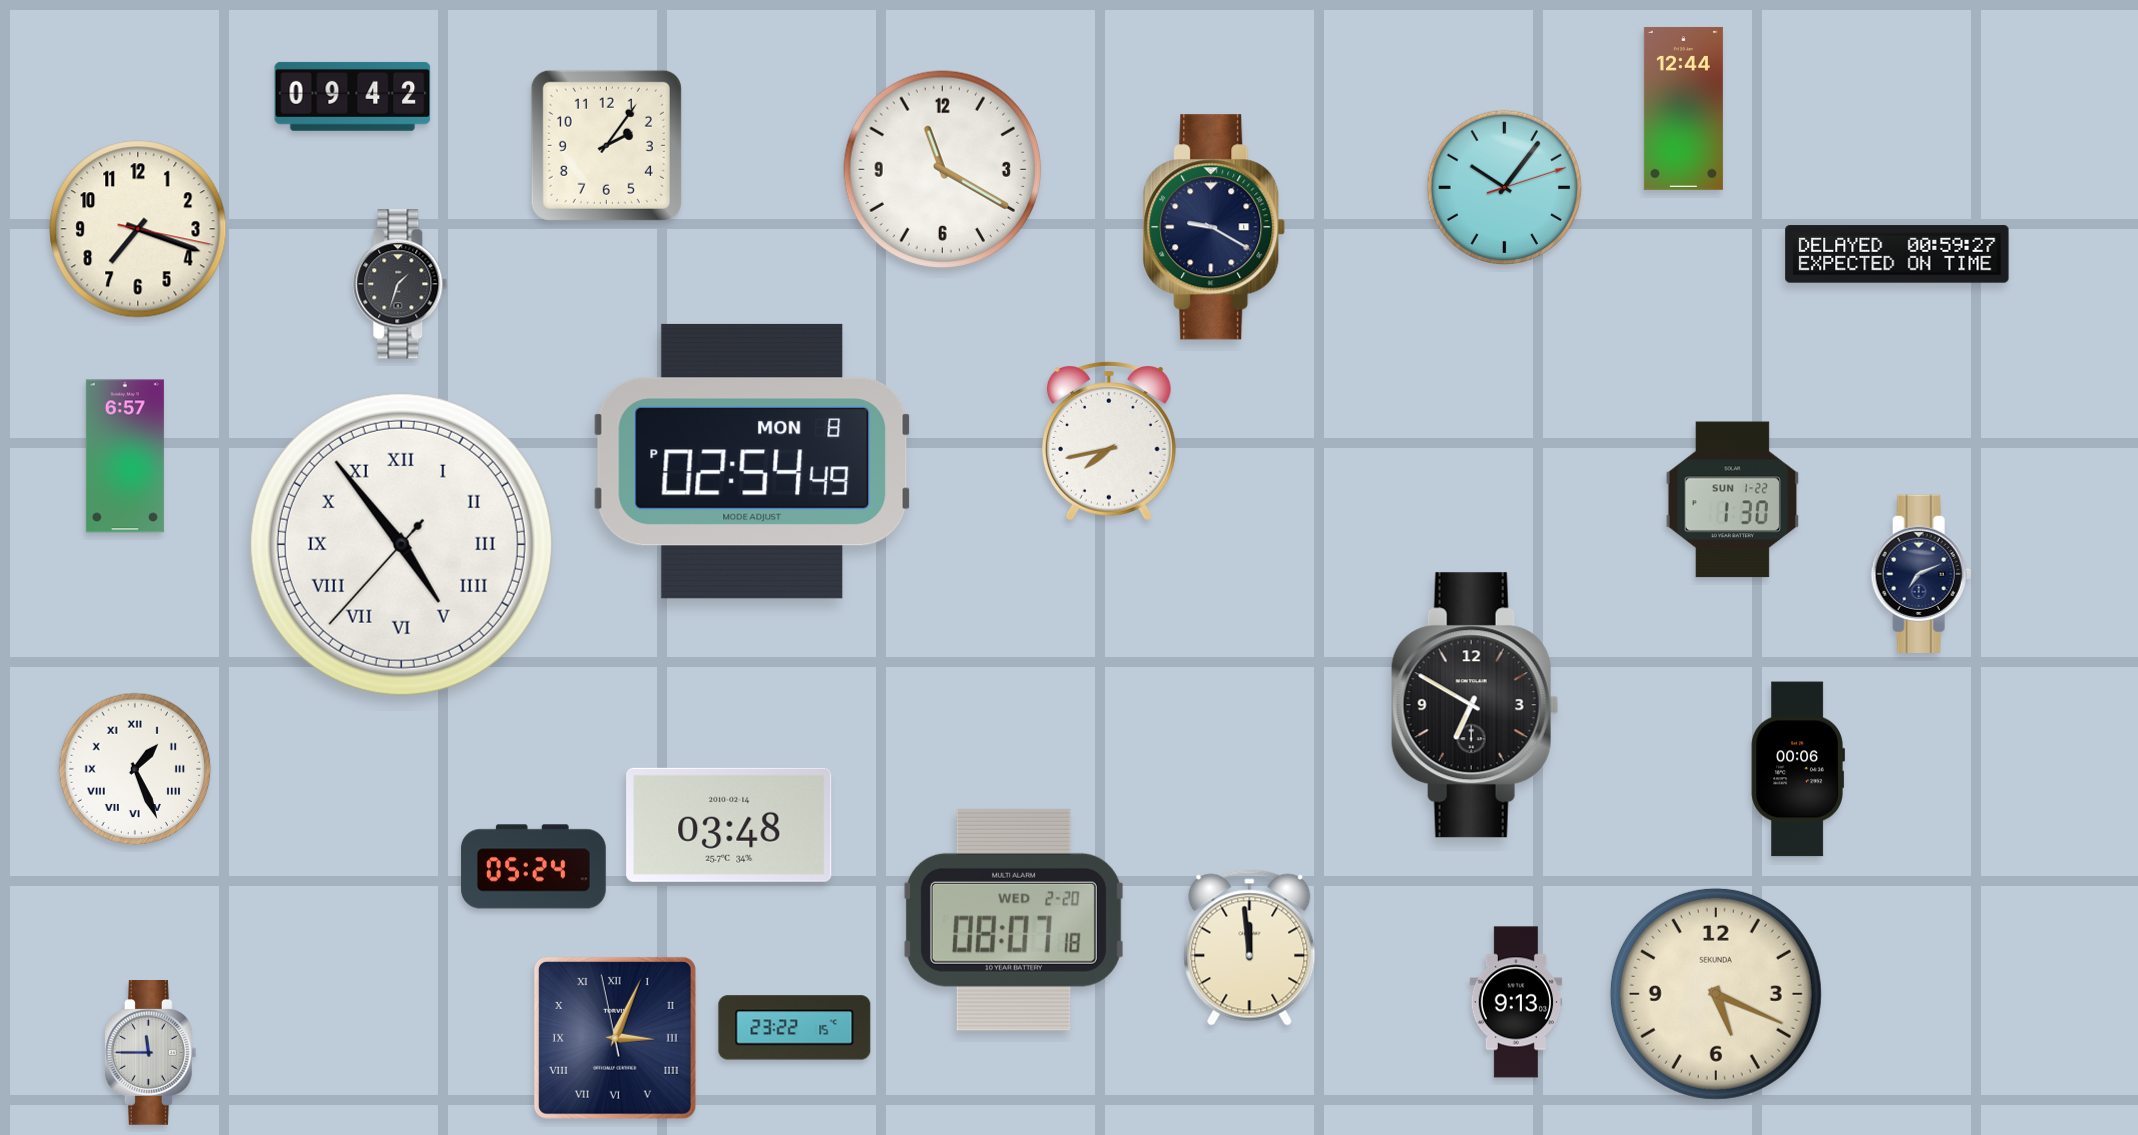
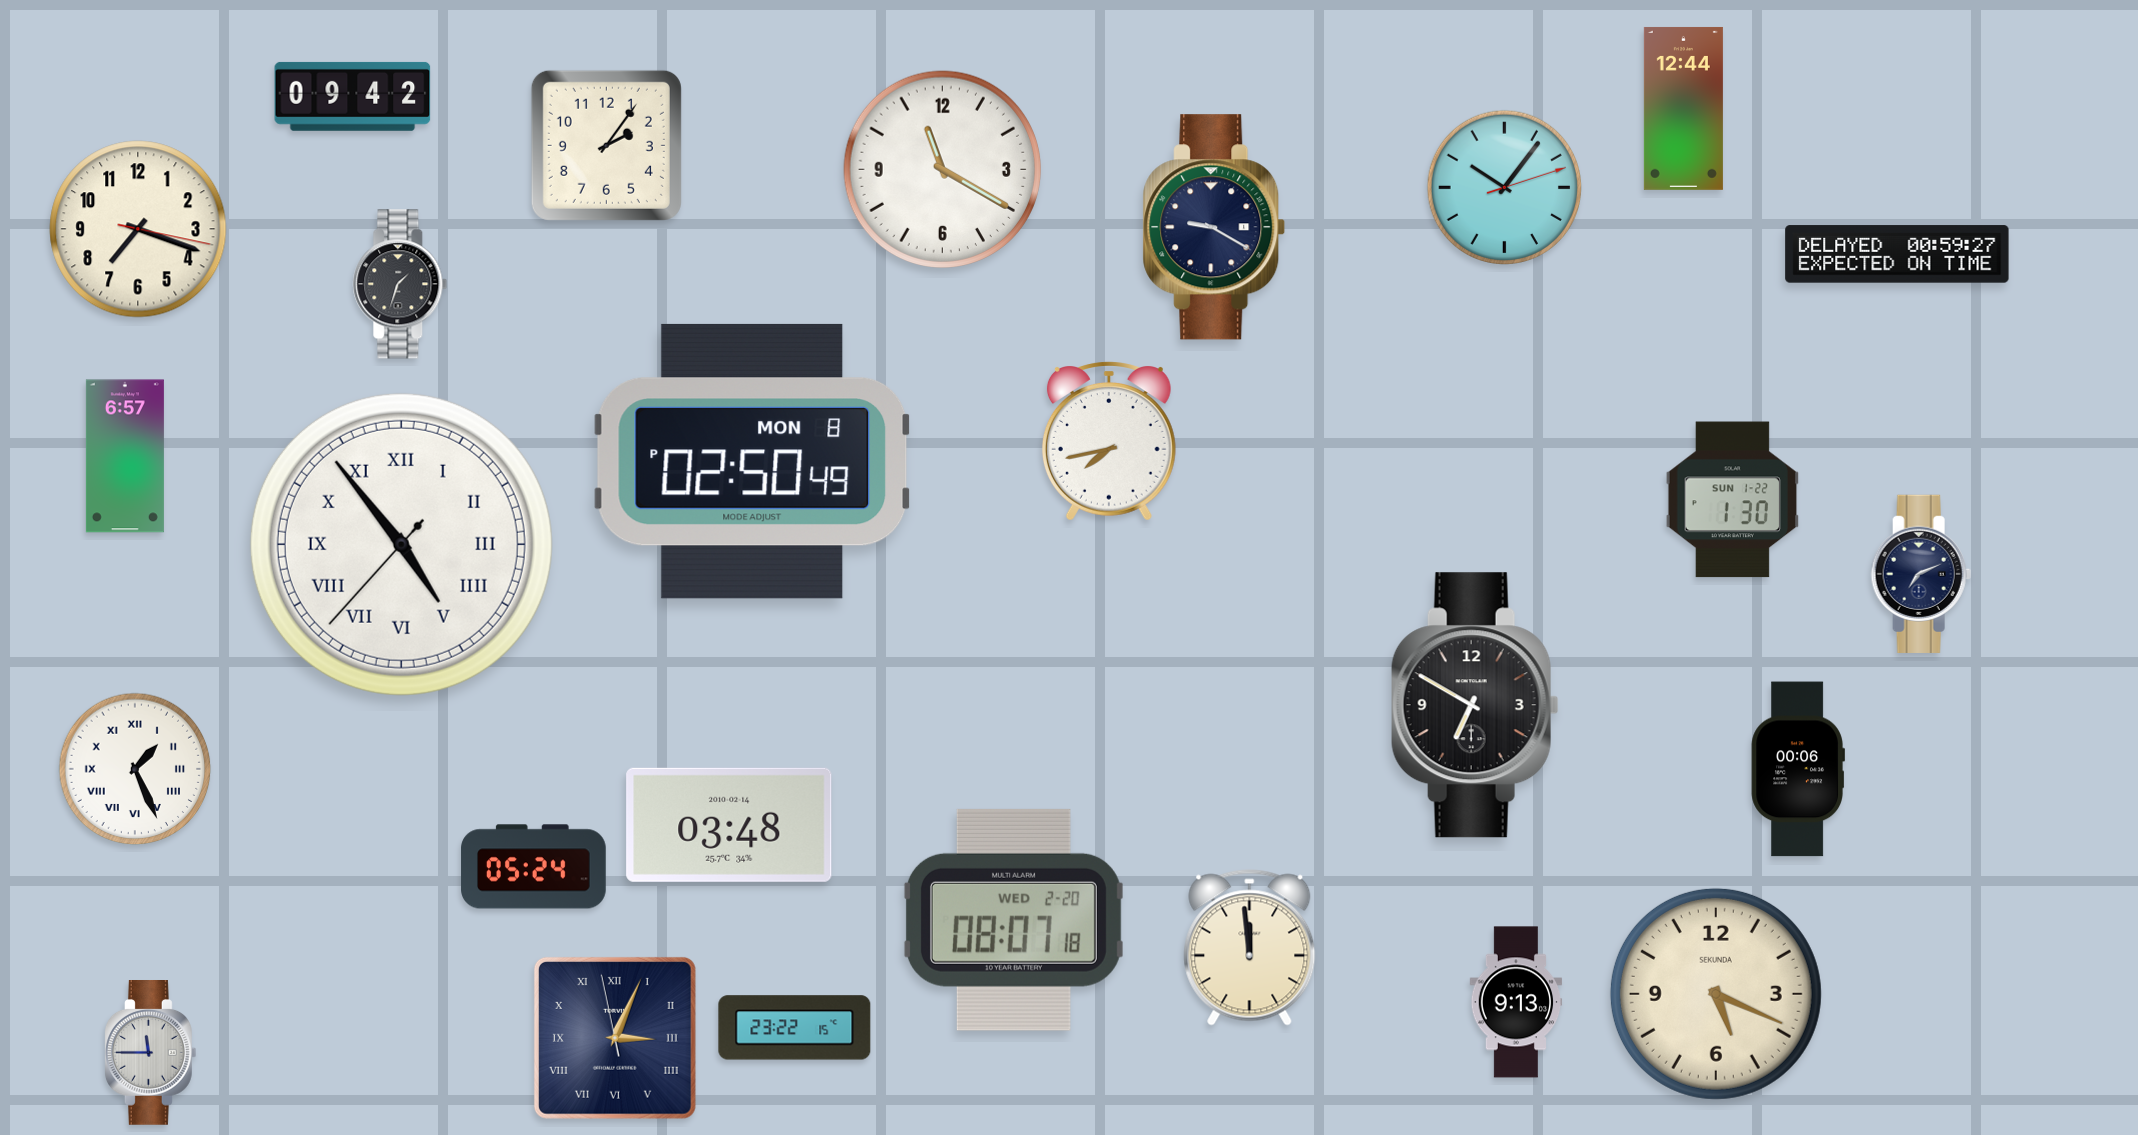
clock at (753, 461): 02:54 -> 02:50
